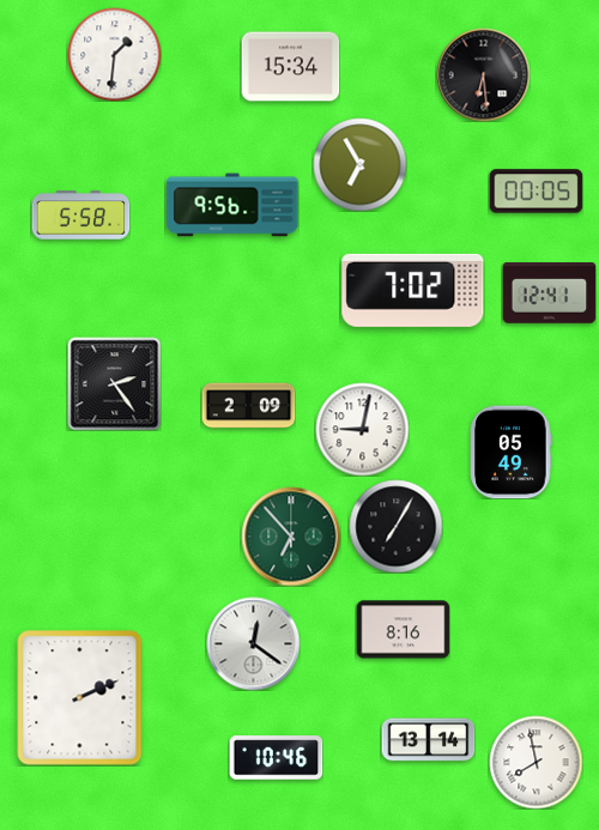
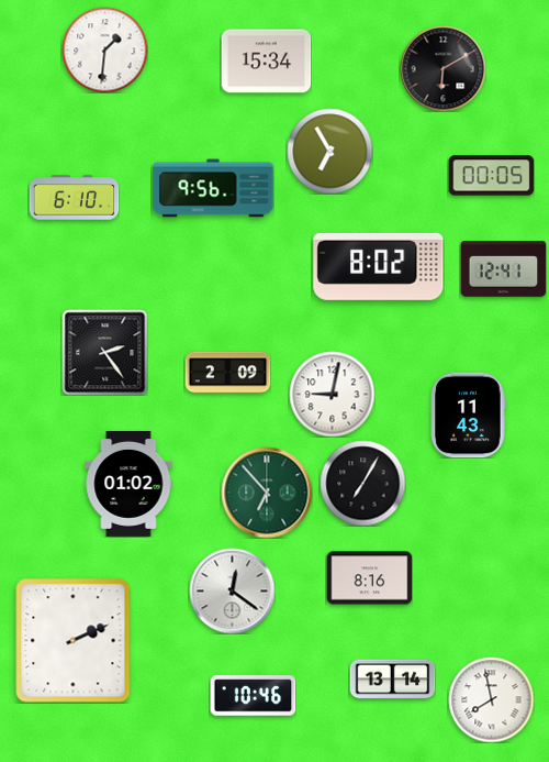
clock at (483, 74): 6:29 -> 6:10
clock at (80, 216): 5:58 -> 6:10
clock at (413, 290): 7:02 -> 8:02
clock at (512, 452): 05:49 -> 11:43
clock at (128, 484): none -> 01:02
